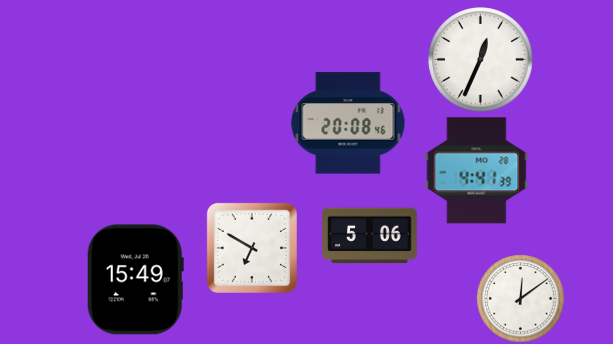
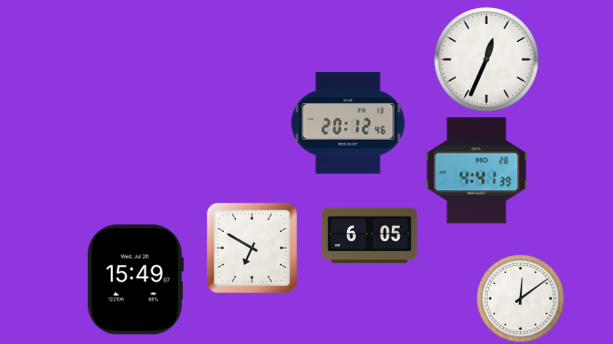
clock at (481, 60) position: (481, 60) -> (487, 60)
clock at (348, 123): 20:08 -> 20:12
clock at (370, 236): 5:06 -> 6:05
